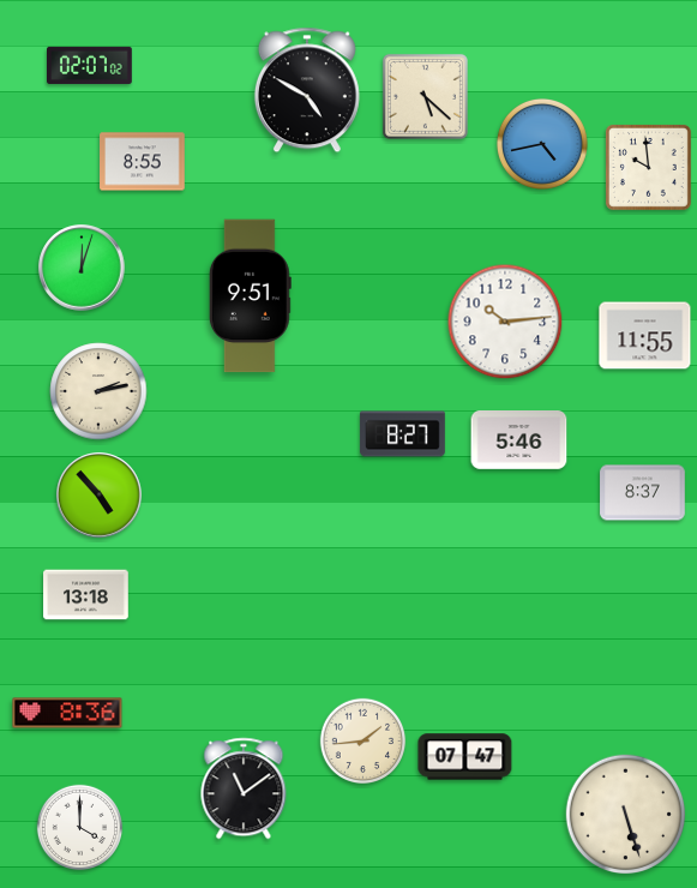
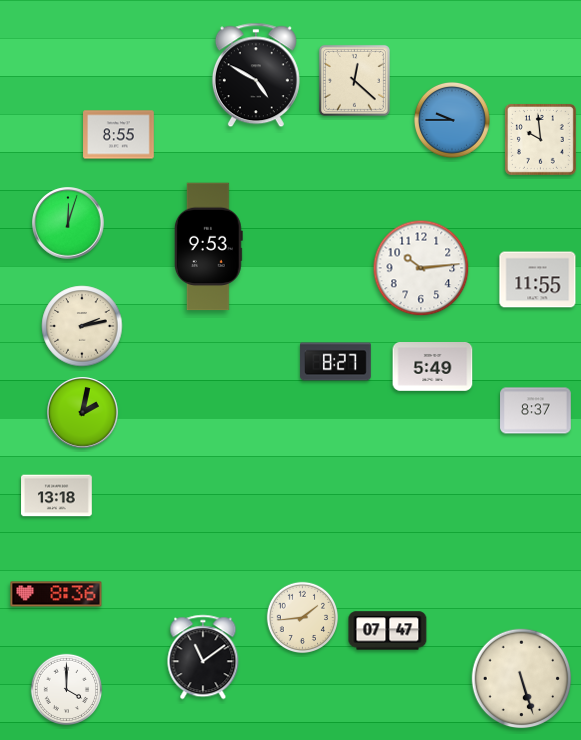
clock at (90, 65): 02:07 -> none
clock at (425, 96): 5:22 -> 12:22
clock at (542, 144): 4:43 -> 9:45
clock at (250, 296): 9:51 -> 9:53
clock at (519, 440): 5:46 -> 5:49
clock at (100, 496): 4:53 -> 2:02
clock at (86, 595) position: (86, 595) -> (57, 496)
